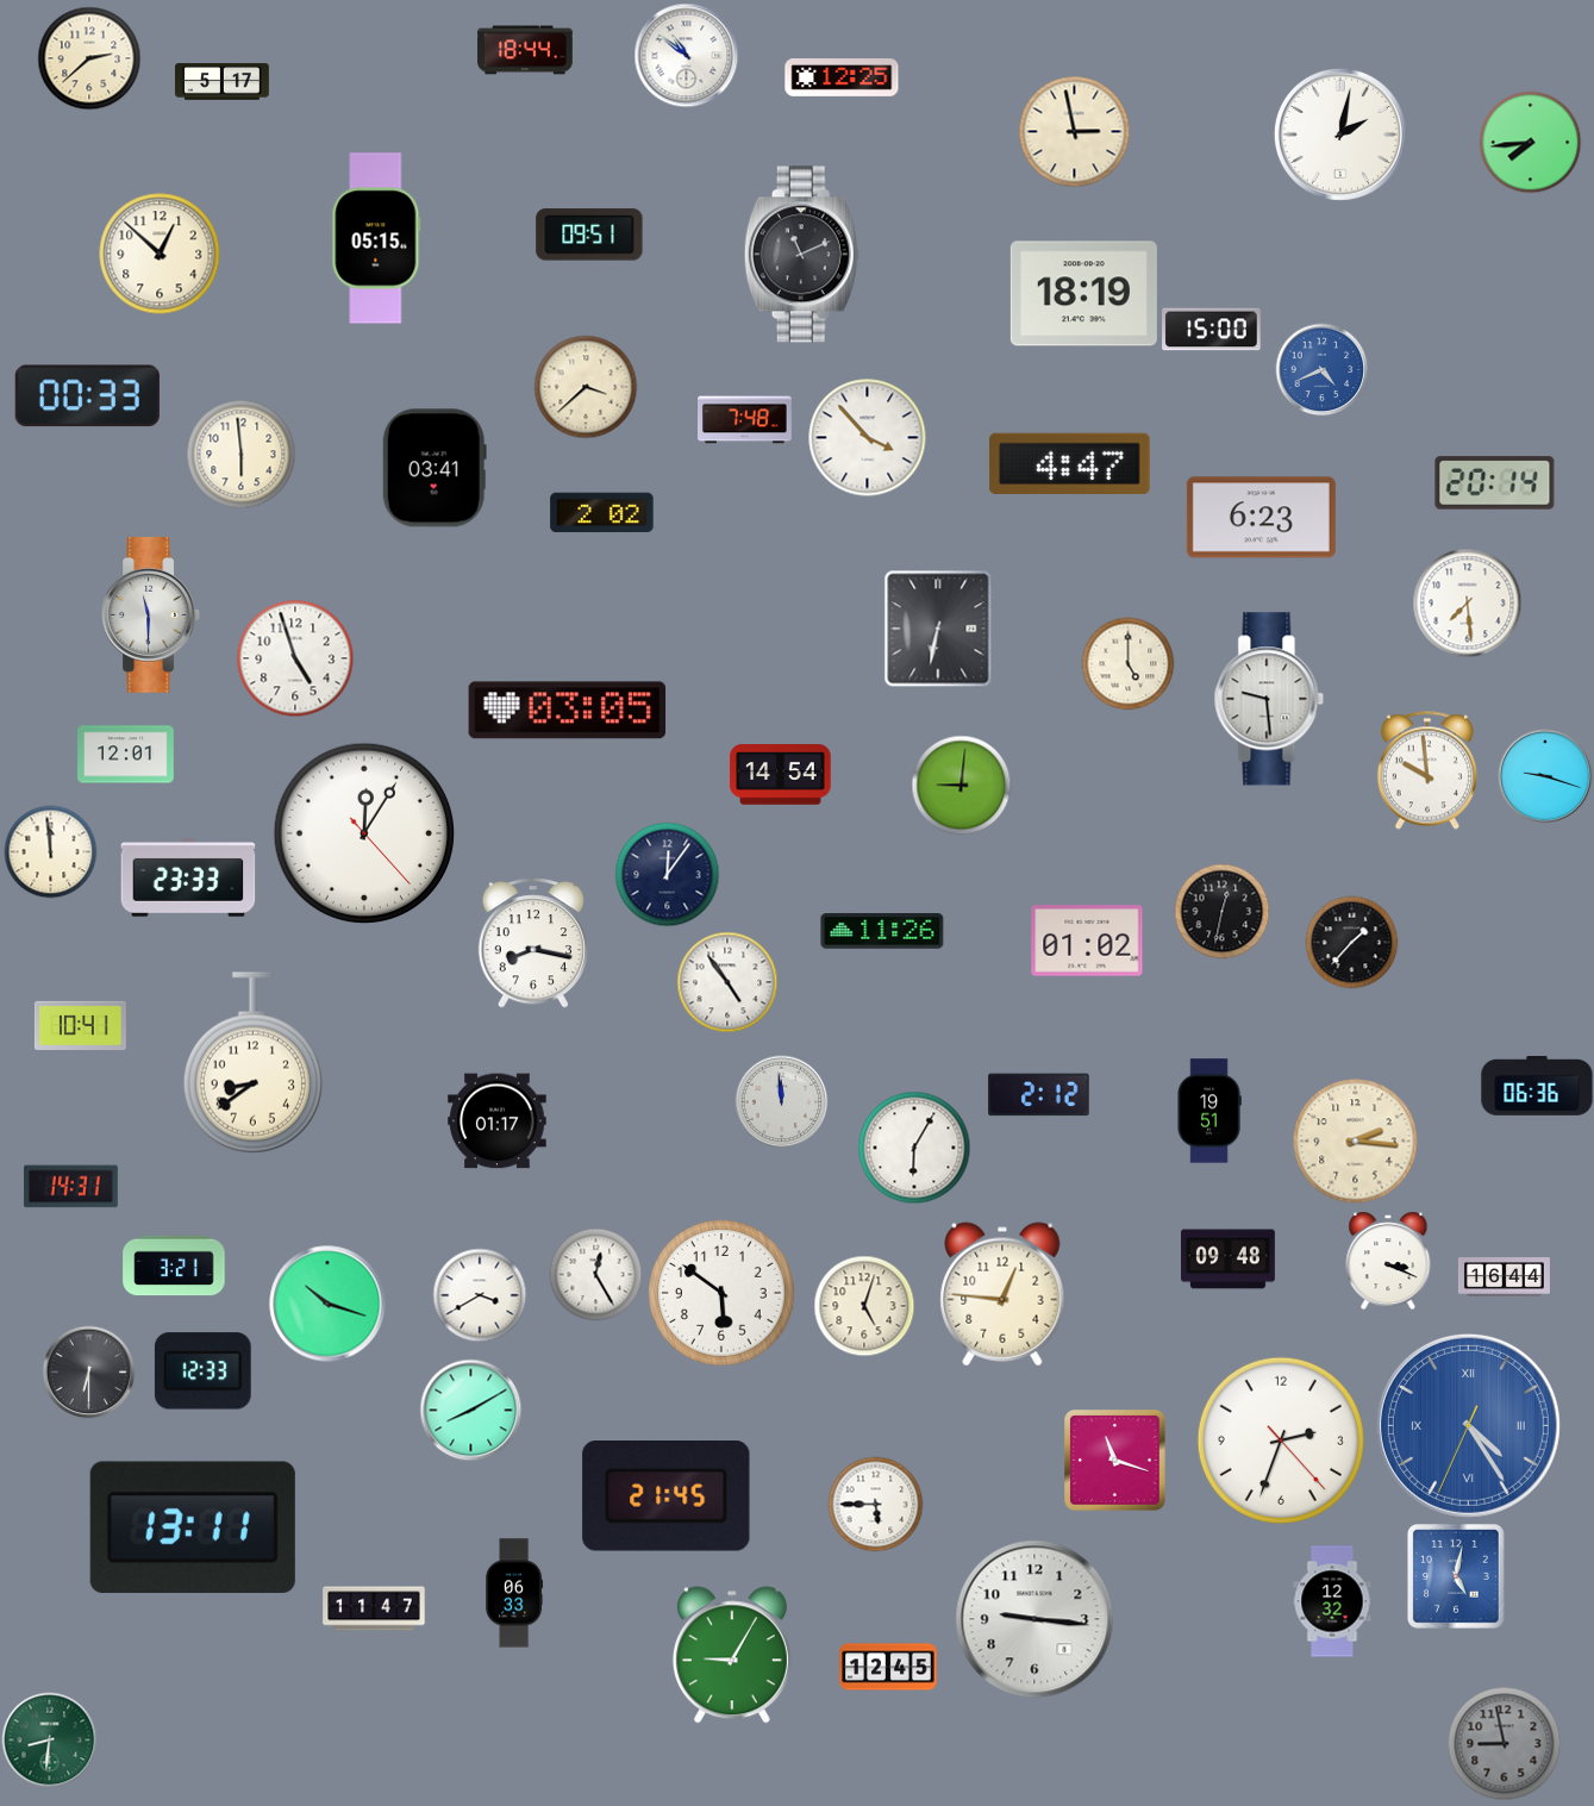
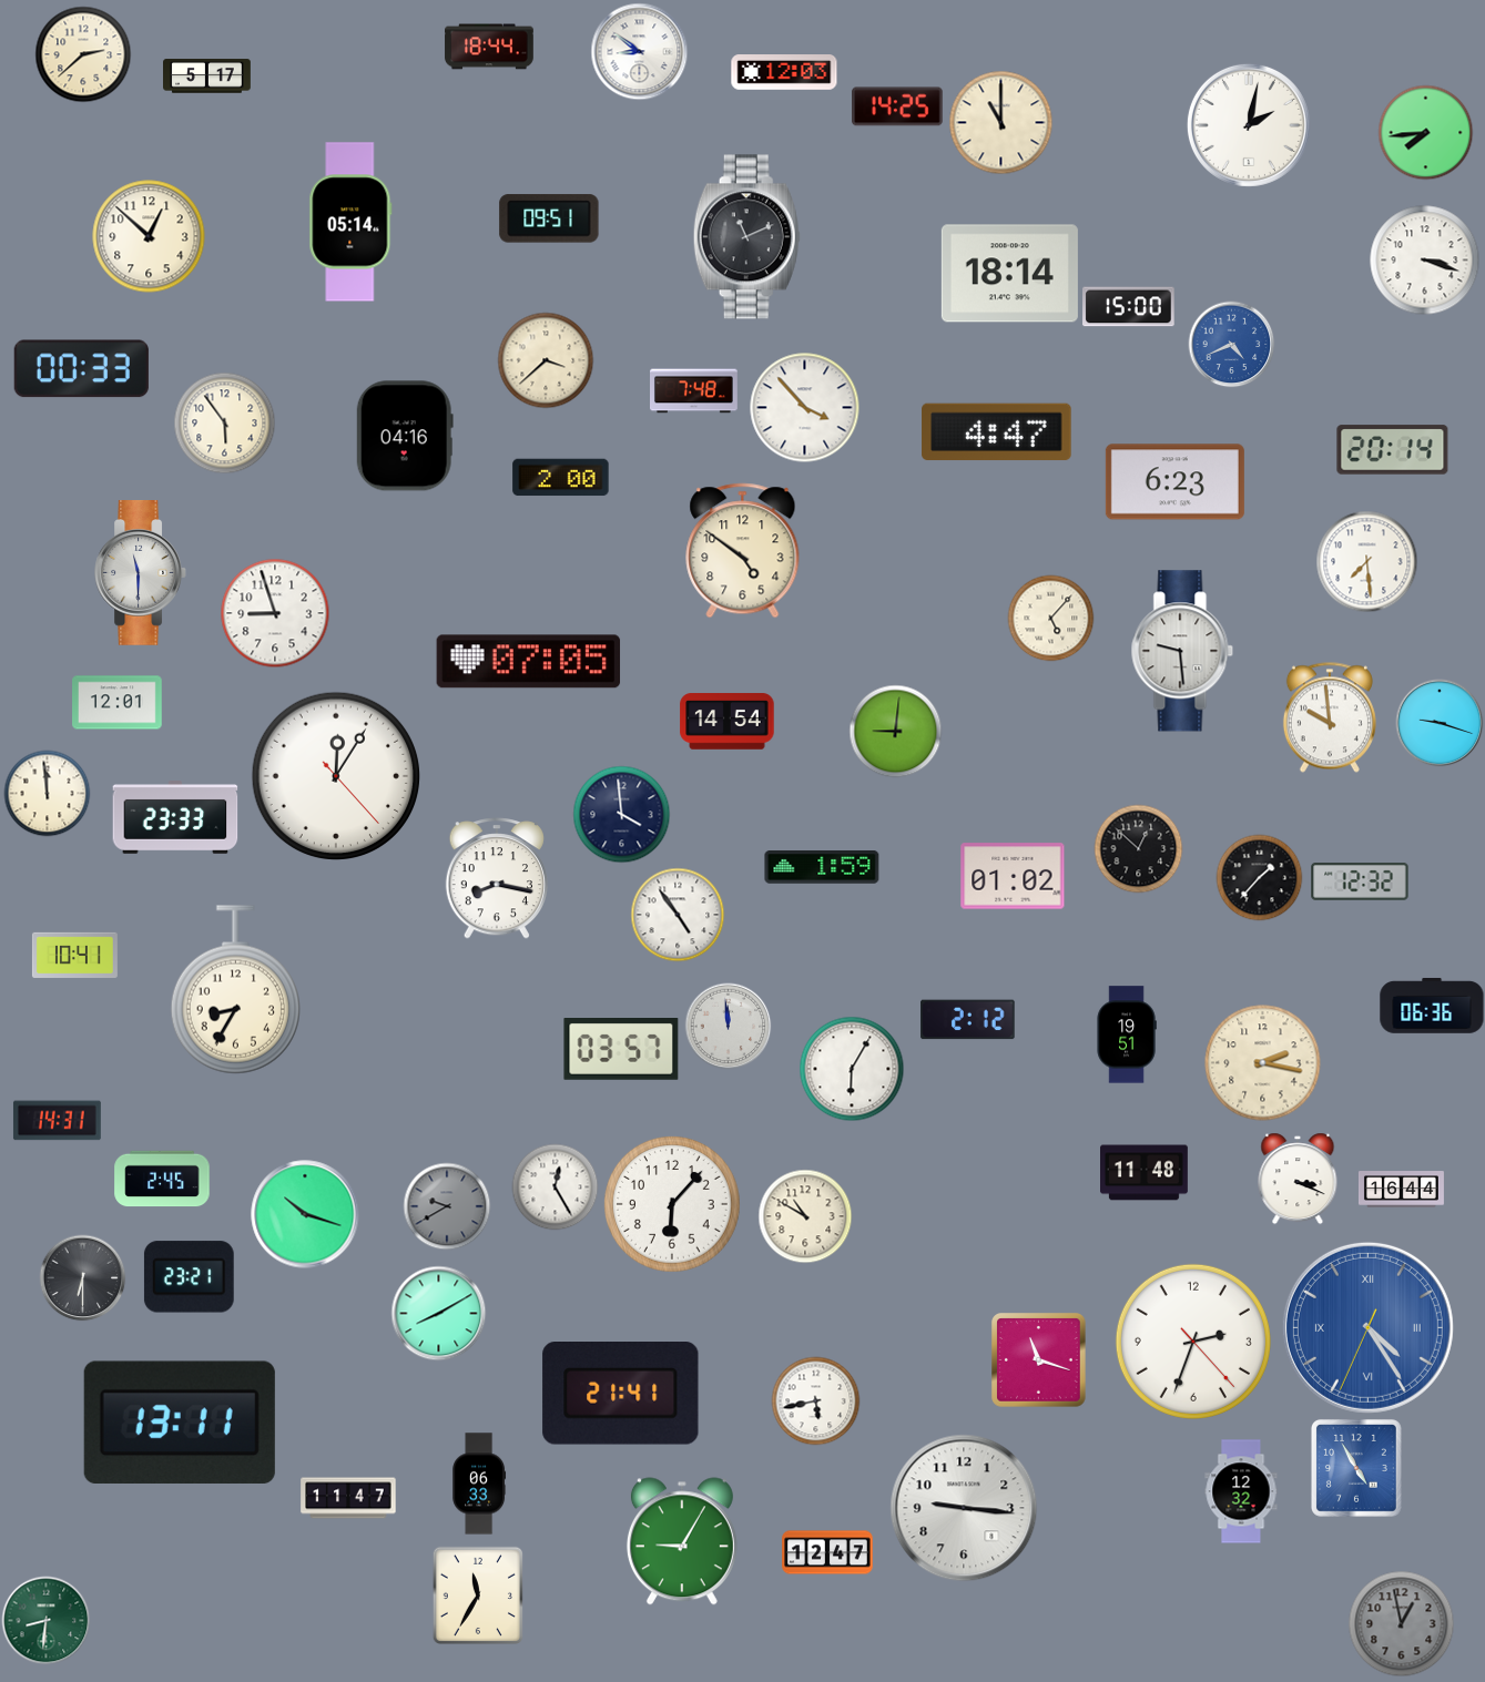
clock at (686, 55): 10:51 -> 8:51
clock at (842, 79): 12:25 -> 12:03
clock at (898, 106): none -> 14:25
clock at (1074, 131): 2:58 -> 11:00
clock at (376, 238): 05:15 -> 05:14
clock at (1425, 261): none -> 3:18
clock at (1083, 294): 18:19 -> 18:14
clock at (868, 438) position: (868, 438) -> (805, 408)
clock at (240, 454): 5:59 -> 5:54
clock at (435, 468): 03:41 -> 04:16
clock at (602, 513): 2:02 -> 2:00
clock at (743, 551): none -> 4:51
clock at (938, 629): 6:32 -> none
clock at (295, 658): 4:57 -> 8:57
clock at (1127, 663): 5:00 -> 5:07
clock at (568, 711): 03:05 -> 07:05
clock at (363, 832) position: (363, 832) -> (335, 775)
clock at (667, 874): 12:06 -> 3:59
clock at (1221, 911): 12:32 -> 12:52
clock at (882, 932): 11:26 -> 1:59
clock at (1360, 881): none -> 12:32
clock at (252, 1063): 8:39 -> 8:35
clock at (1537, 1086) position: (1537, 1086) -> (1432, 1006)
clock at (498, 1121): 01:17 -> none
clock at (621, 1050): none -> 03:57
clock at (1356, 1142): 2:16 -> 2:17
clock at (70, 1187) position: (70, 1187) -> (57, 1121)
clock at (1229, 1260): 09:48 -> 11:48
clock at (1388, 1261) position: (1388, 1261) -> (1298, 1179)
clock at (174, 1266): 3:21 -> 2:45
clock at (723, 1294): 5:51 -> 6:07
clock at (1002, 1294): 12:46 -> none
clock at (480, 1295): 3:40 -> 9:40
clock at (480, 1295) dial: white -> grey
clock at (864, 1306): 5:03 -> 10:50
clock at (202, 1371): 12:33 -> 23:21
clock at (667, 1496): 21:45 -> 21:41
clock at (875, 1504): 5:45 -> 5:43
clock at (1456, 1576): 5:02 -> 4:55
clock at (888, 1667): 12:45 -> 12:47
clock at (478, 1596): none -> 11:35
clock at (1504, 1743): 8:58 -> 12:58
